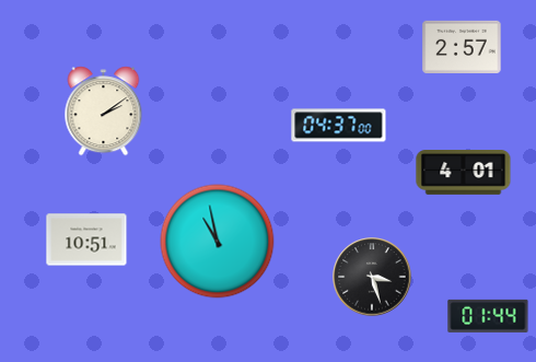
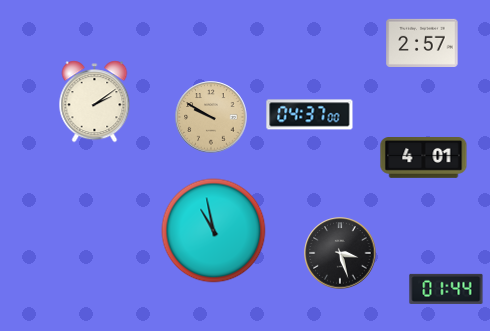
clock at (211, 117): none -> 9:50
clock at (86, 240): 10:51 -> none
clock at (218, 242) position: (218, 242) -> (214, 231)
